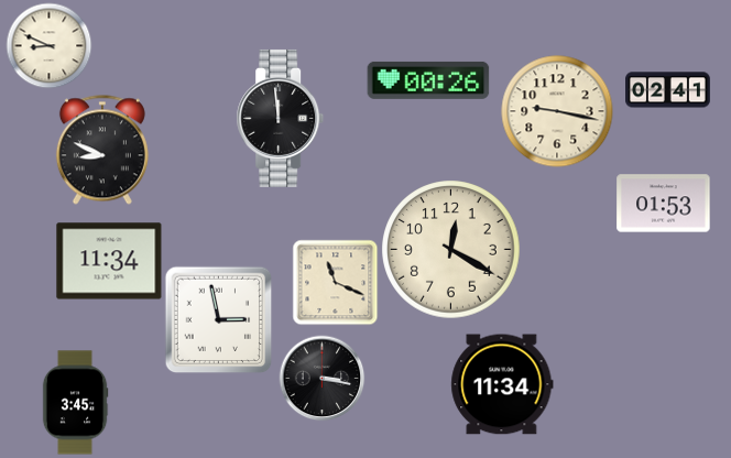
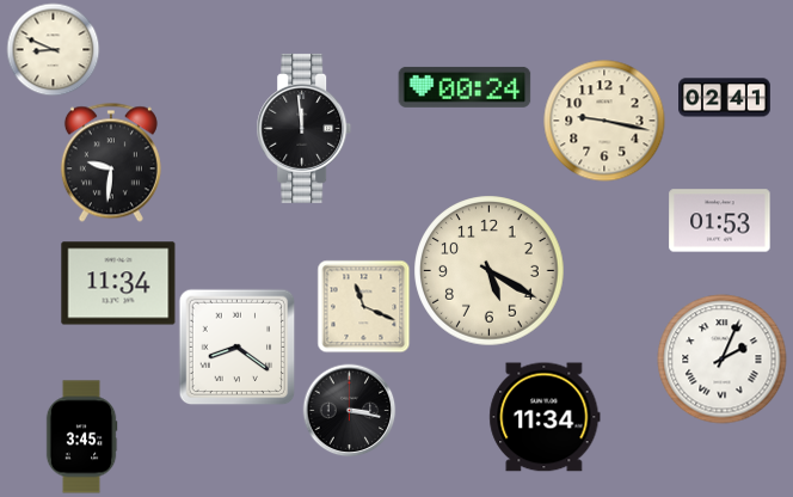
clock at (428, 80): 00:26 -> 00:24
clock at (102, 150): 8:49 -> 9:31
clock at (451, 250): 12:20 -> 5:20
clock at (218, 319): 2:58 -> 8:21
clock at (723, 360): none -> 2:04
